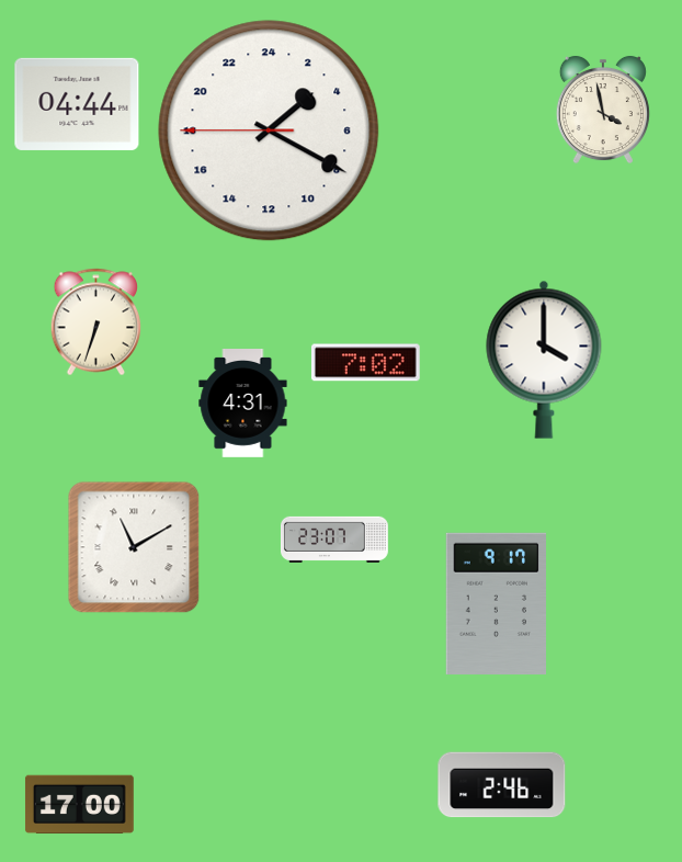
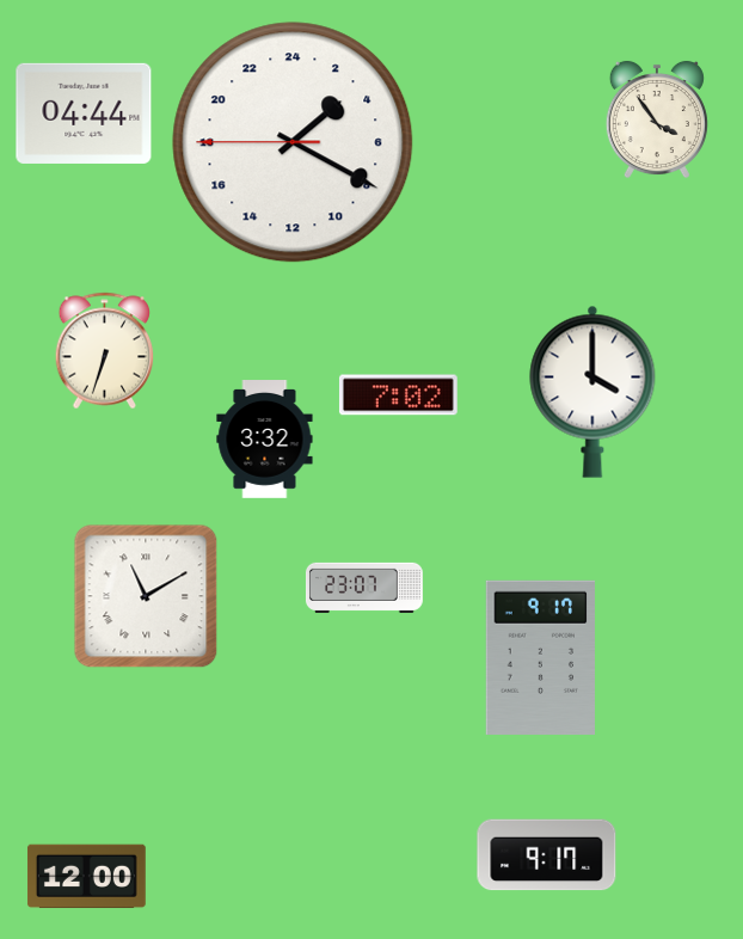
clock at (603, 110): 3:58 -> 3:54
clock at (243, 404): 4:31 -> 3:32
clock at (502, 785): 2:46 -> 9:17
clock at (79, 805): 17:00 -> 12:00
